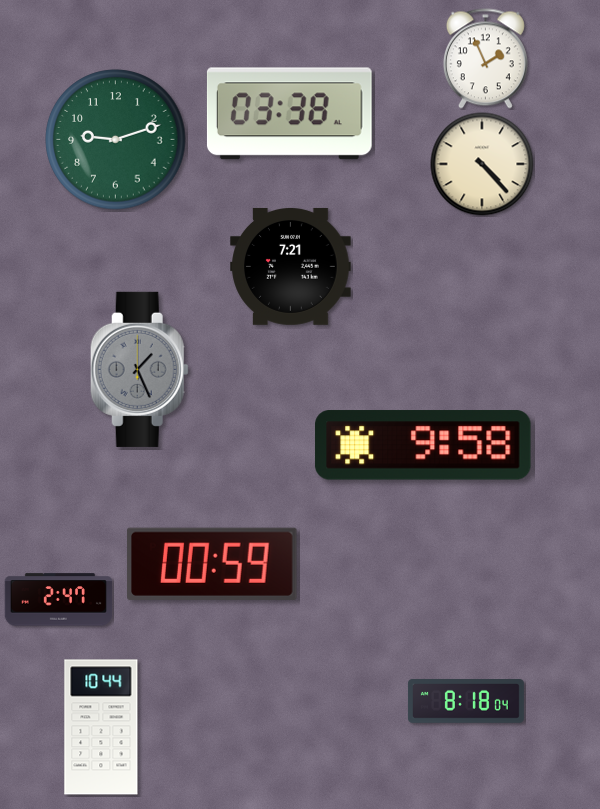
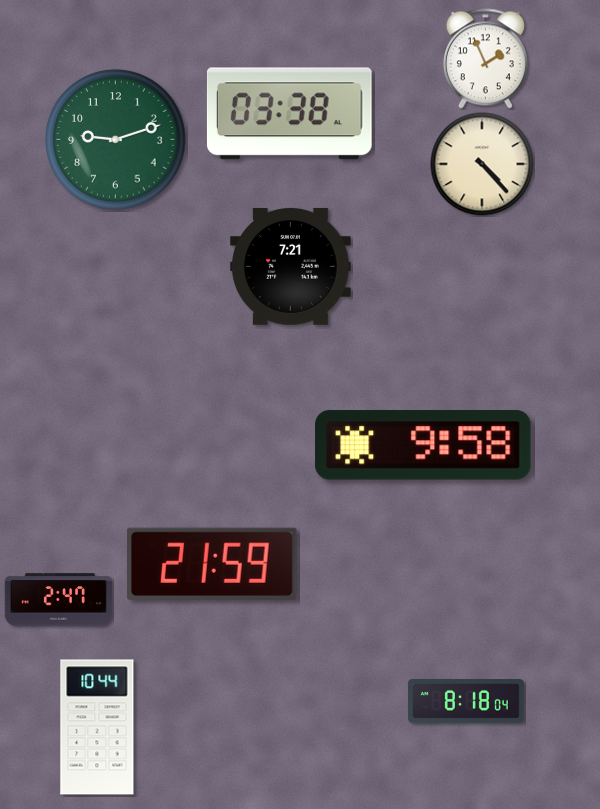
clock at (139, 369): 1:26 -> none
clock at (212, 564): 00:59 -> 21:59
clock at (101, 727) position: (101, 727) -> (97, 727)
